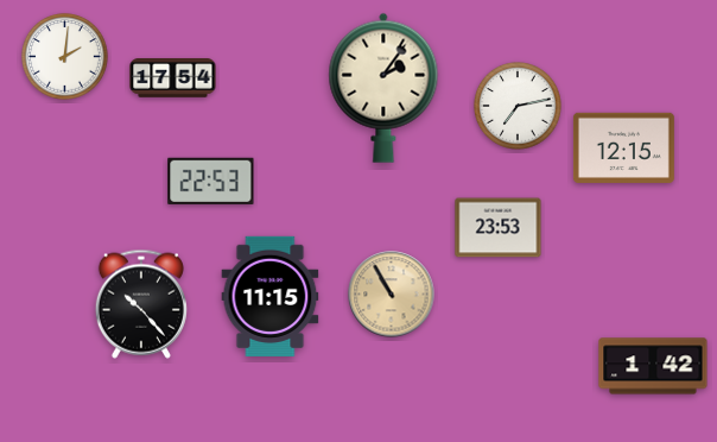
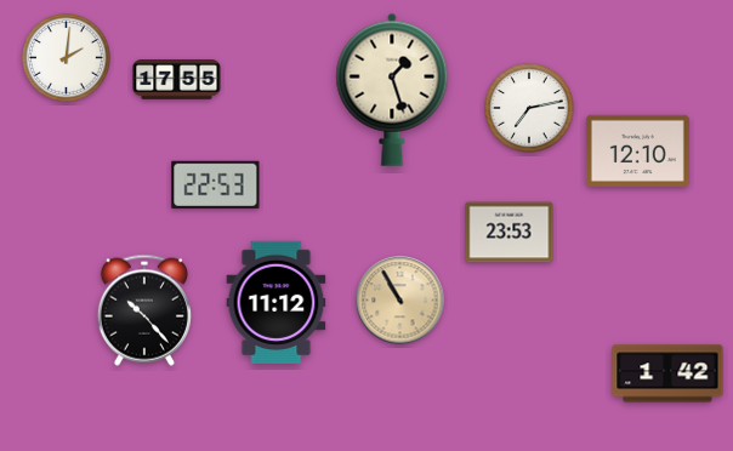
clock at (173, 78): 17:54 -> 17:55
clock at (383, 88): 2:06 -> 1:27
clock at (623, 147): 12:15 -> 12:10
clock at (271, 296): 11:15 -> 11:12
